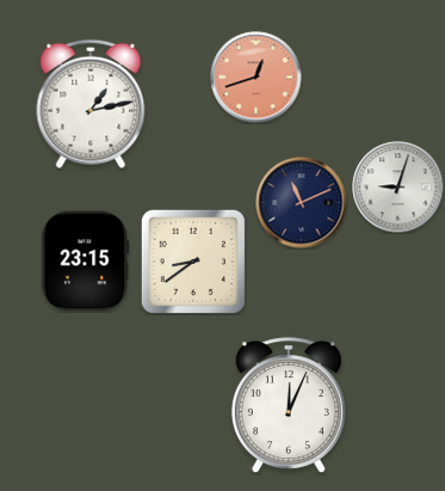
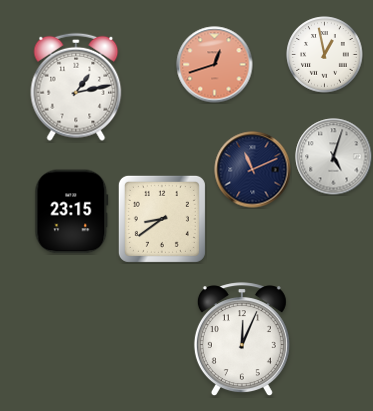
clock at (325, 55): none -> 12:58
clock at (398, 188): 9:03 -> 5:03
clock at (86, 262) position: (86, 262) -> (72, 212)
